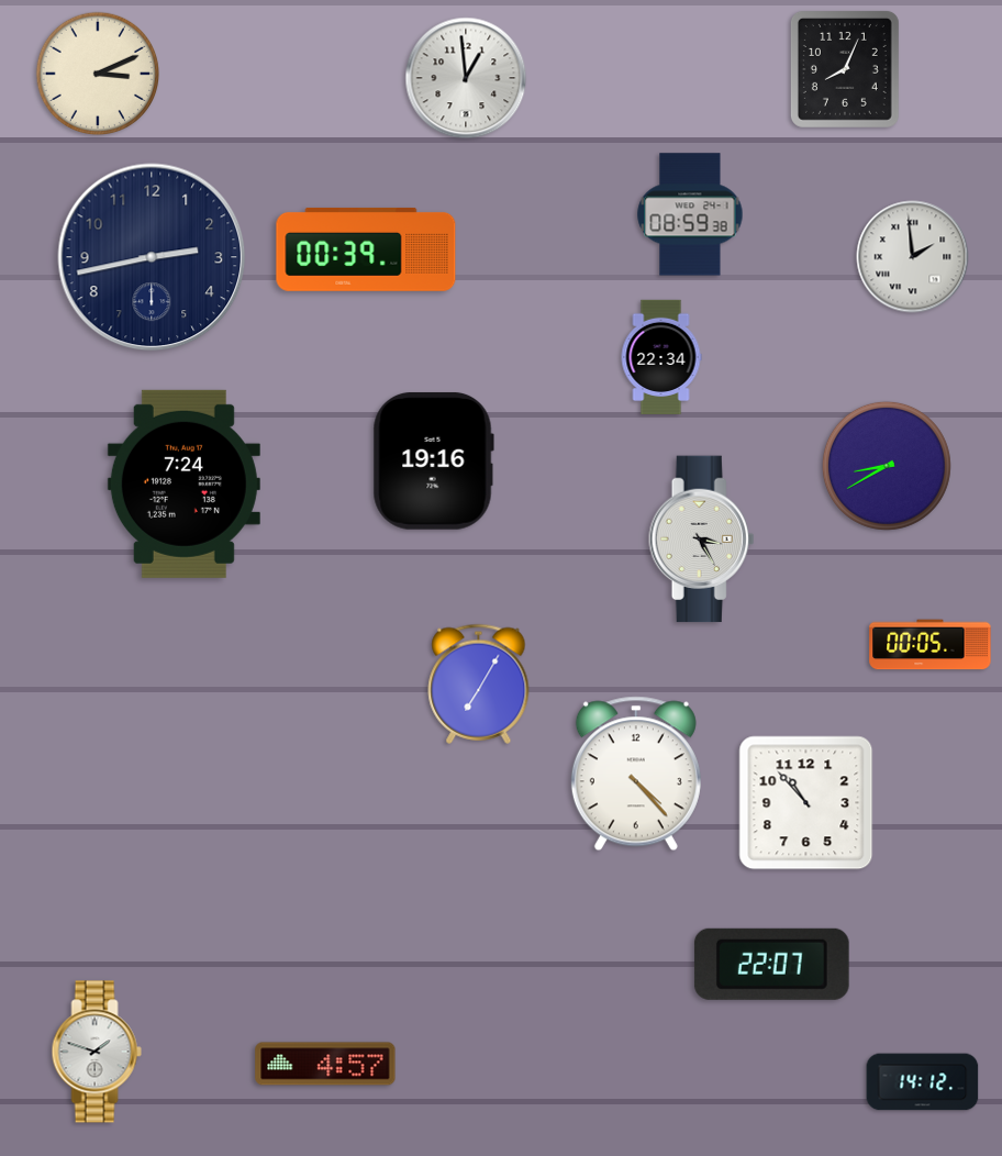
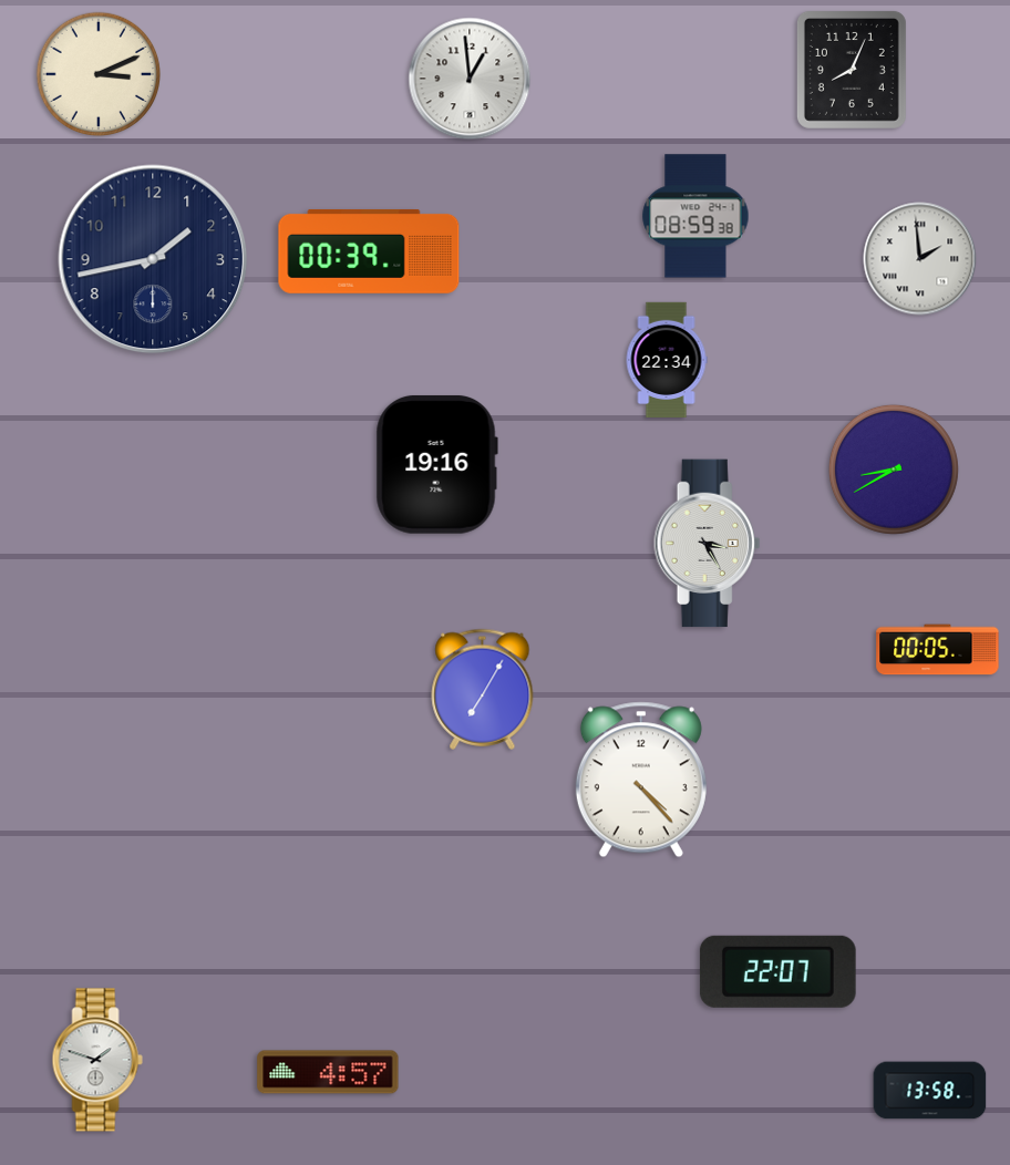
clock at (152, 257): 2:43 -> 1:43
clock at (183, 483): 7:24 -> none
clock at (806, 803): 10:53 -> none
clock at (923, 1082): 14:12 -> 13:58
